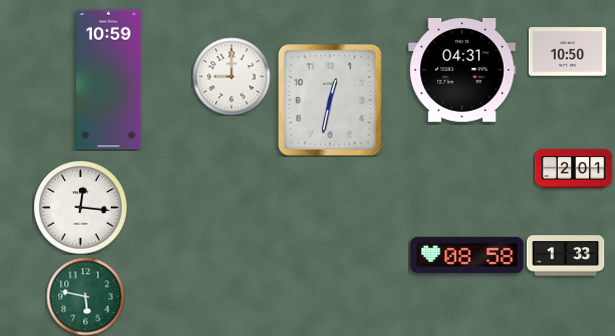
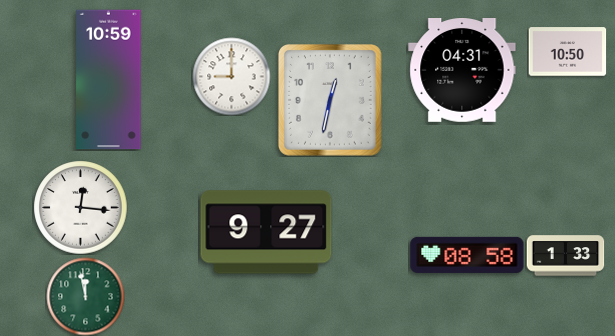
clock at (573, 169): 2:01 -> none
clock at (266, 232): none -> 9:27
clock at (85, 296): 5:47 -> 11:58
